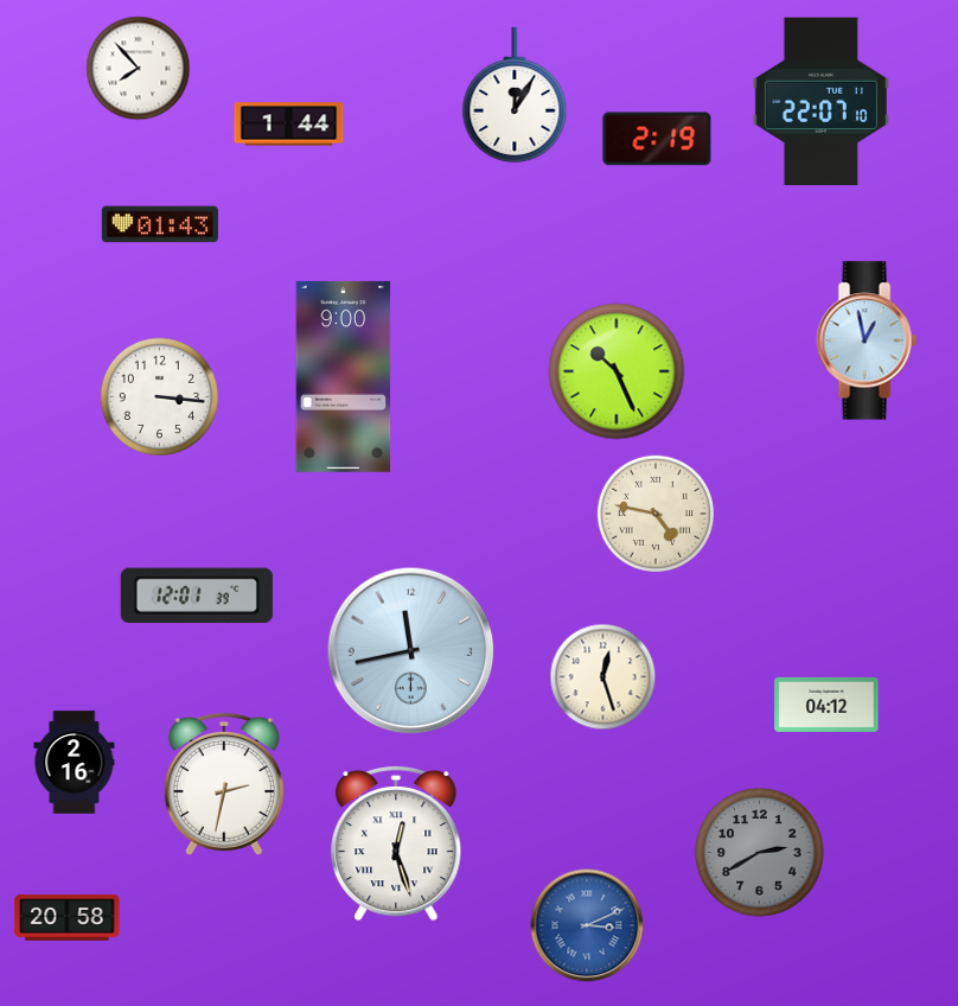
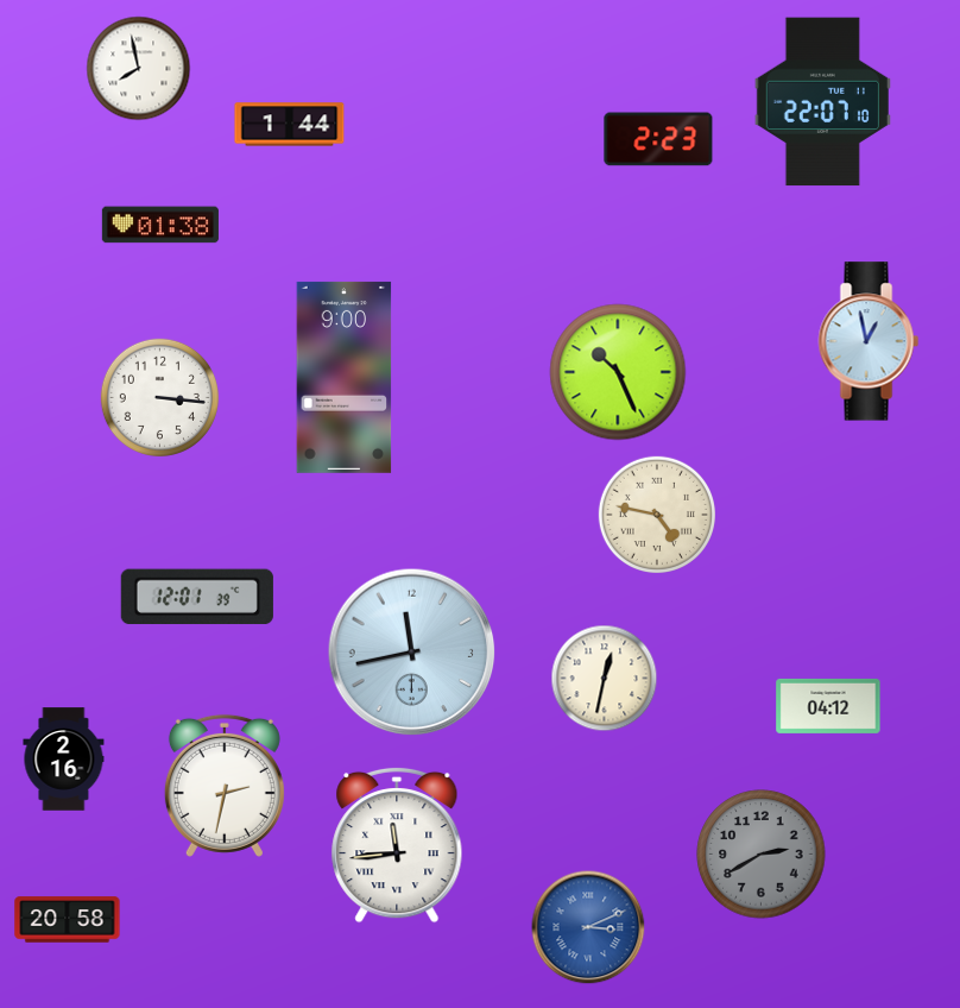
clock at (139, 69): 7:53 -> 7:58
clock at (515, 95): 12:05 -> none
clock at (657, 139): 2:19 -> 2:23
clock at (160, 224): 01:43 -> 01:38
clock at (603, 677): 12:27 -> 12:32
clock at (75, 763) position: (75, 763) -> (64, 760)
clock at (396, 843): 12:27 -> 11:44
